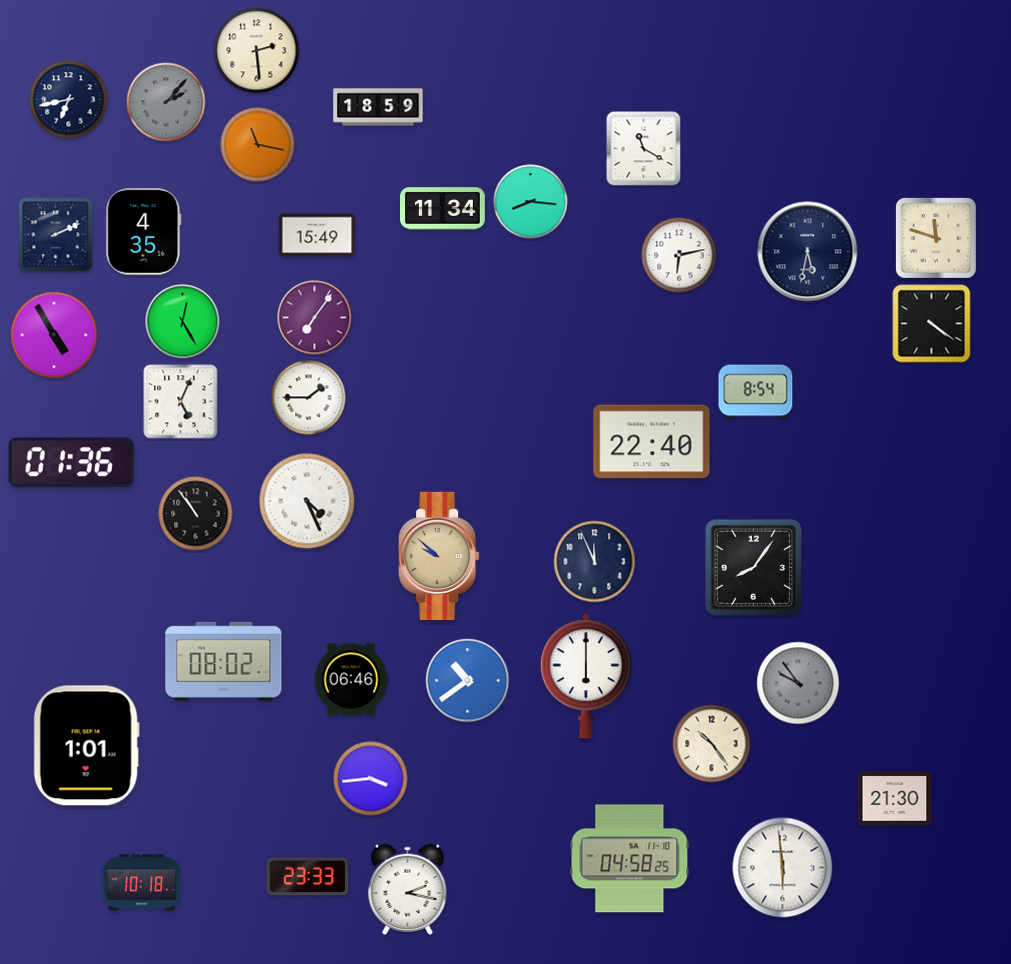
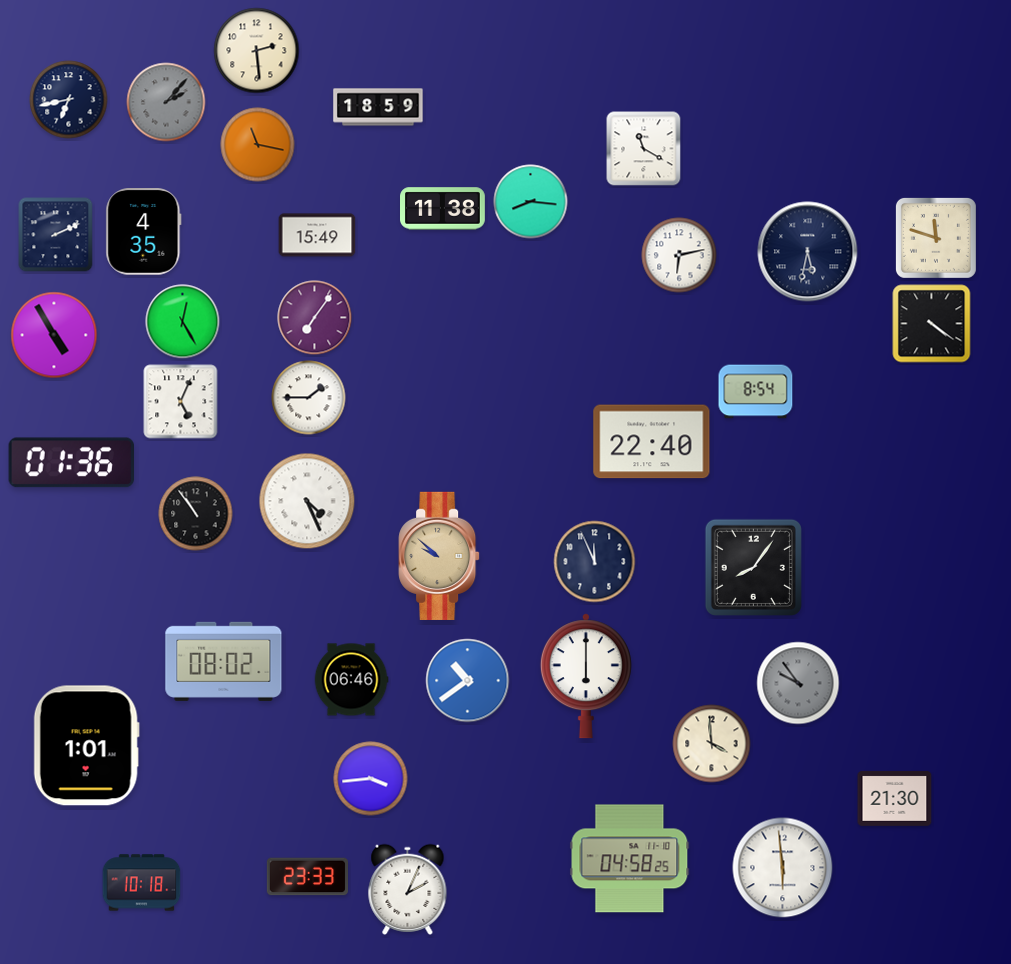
clock at (443, 209): 11:34 -> 11:38
clock at (712, 744): 10:24 -> 3:59
clock at (408, 889): 2:17 -> 2:04
